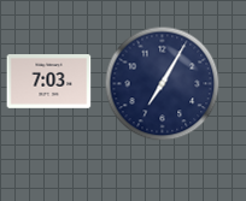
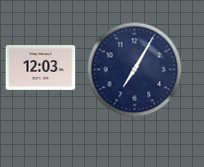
clock at (49, 82): 7:03 -> 12:03
